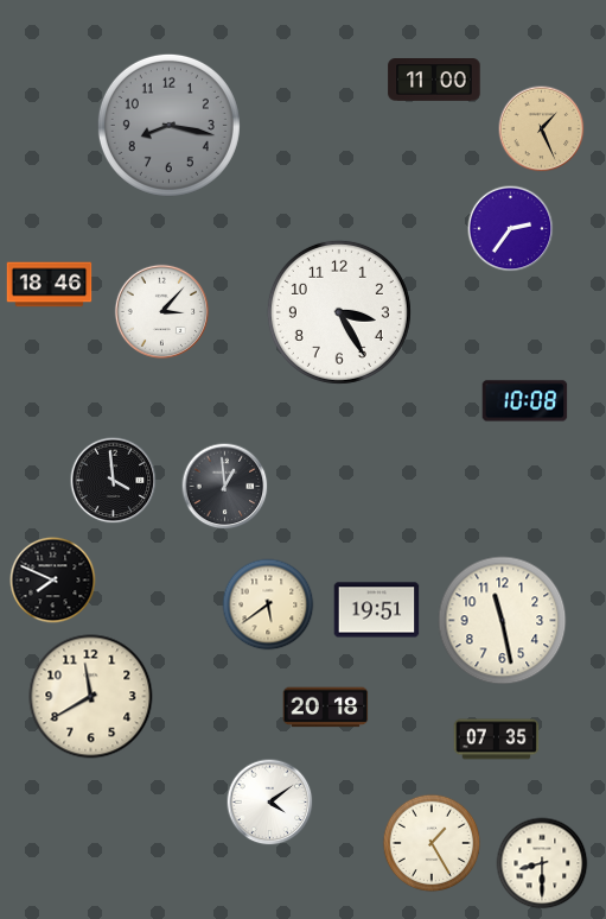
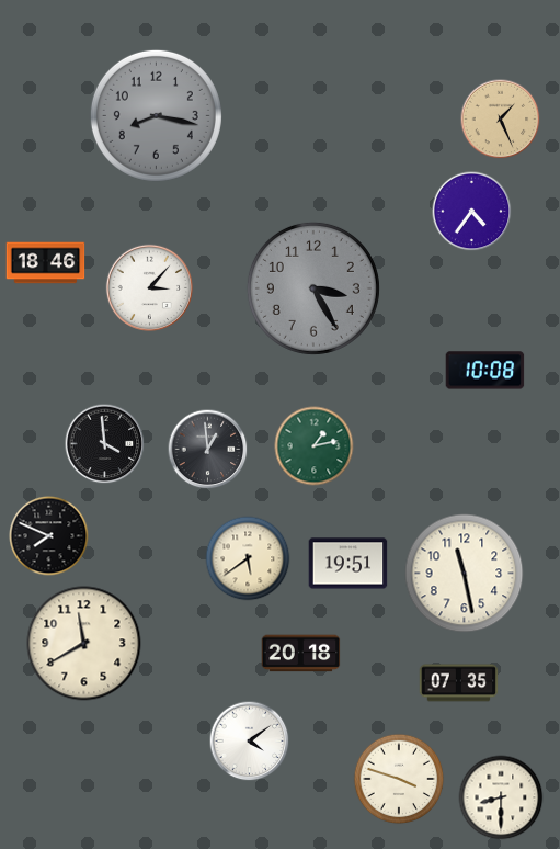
clock at (434, 80): 11:00 -> none
clock at (511, 229): 2:36 -> 4:36
clock at (339, 312) dial: white -> grey
clock at (315, 446): none -> 1:13
clock at (432, 843): 1:25 -> 3:48
